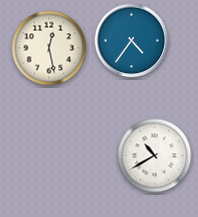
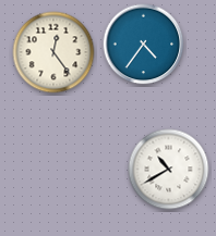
clock at (49, 48): 12:28 -> 12:24
